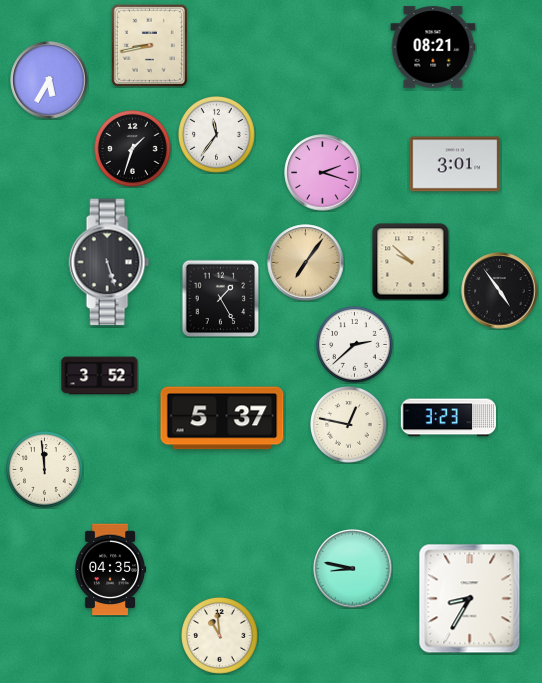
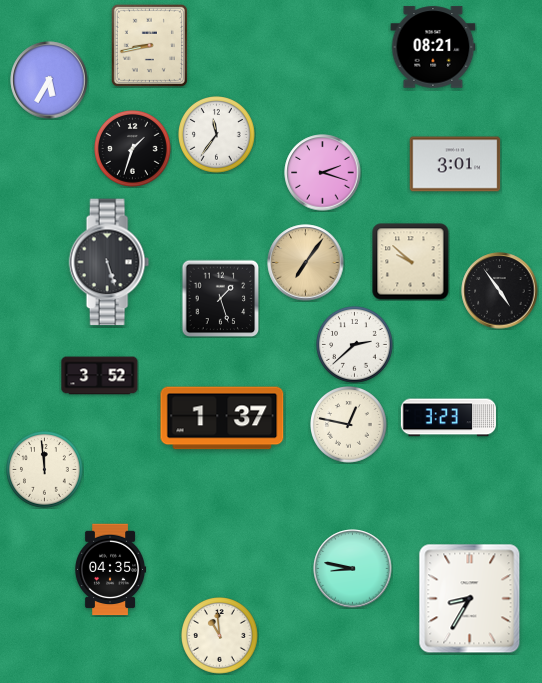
clock at (220, 298): 1:25 -> 1:27
clock at (222, 418): 5:37 -> 1:37
